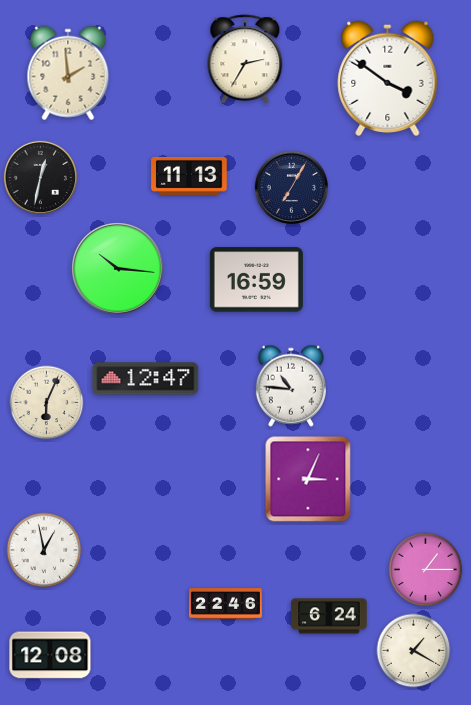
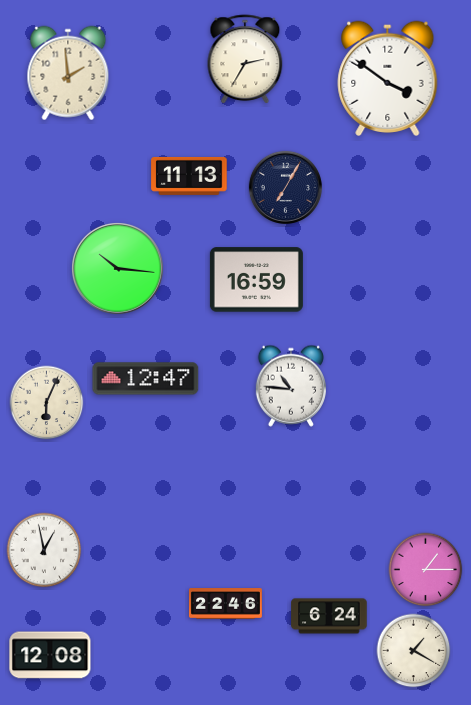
clock at (40, 177): 12:32 -> none
clock at (291, 187) position: (291, 187) -> (285, 187)
clock at (308, 479): 3:04 -> none
